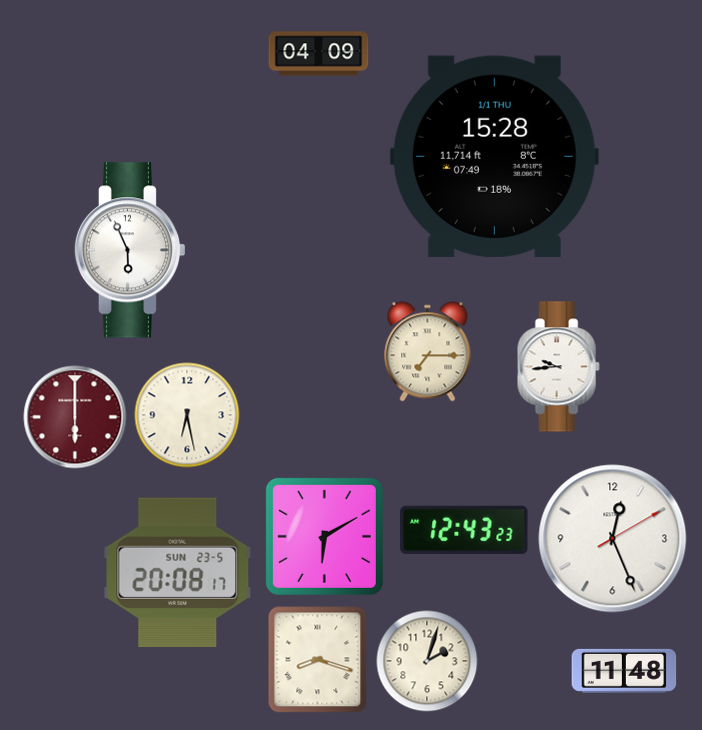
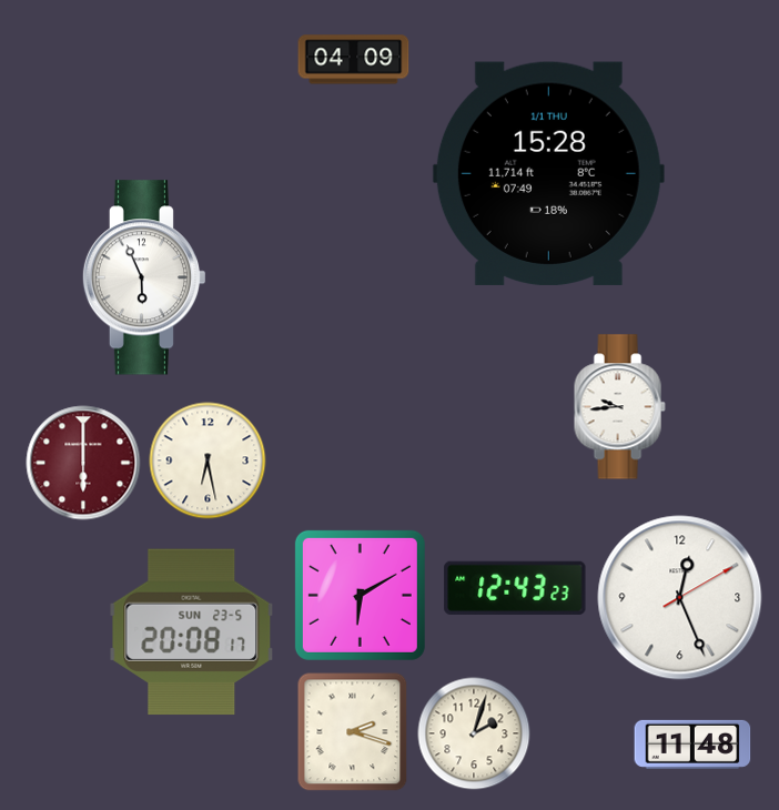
clock at (428, 352): 7:15 -> none
clock at (178, 573) position: (178, 573) -> (192, 632)
clock at (318, 660): 8:18 -> 2:18
